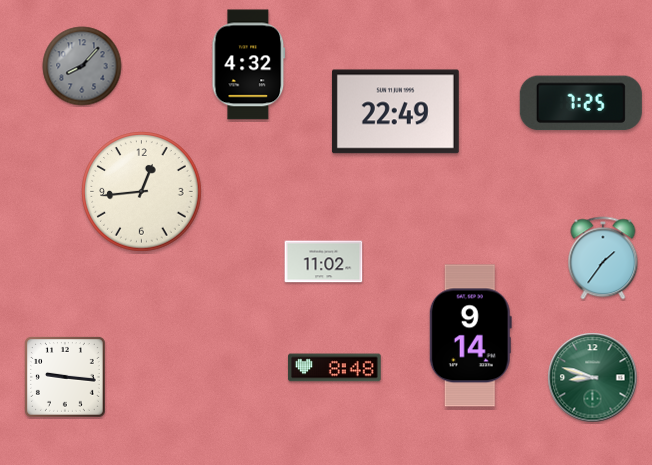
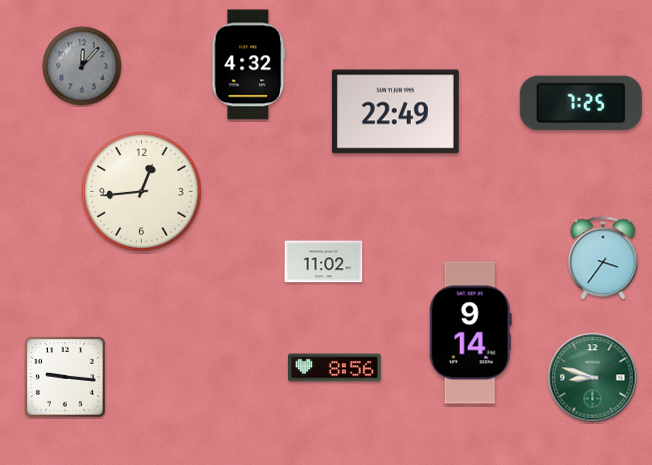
clock at (82, 66): 8:07 -> 12:07
clock at (603, 258): 1:36 -> 3:36
clock at (470, 336) position: (470, 336) -> (470, 333)
clock at (335, 368): 8:48 -> 8:56
